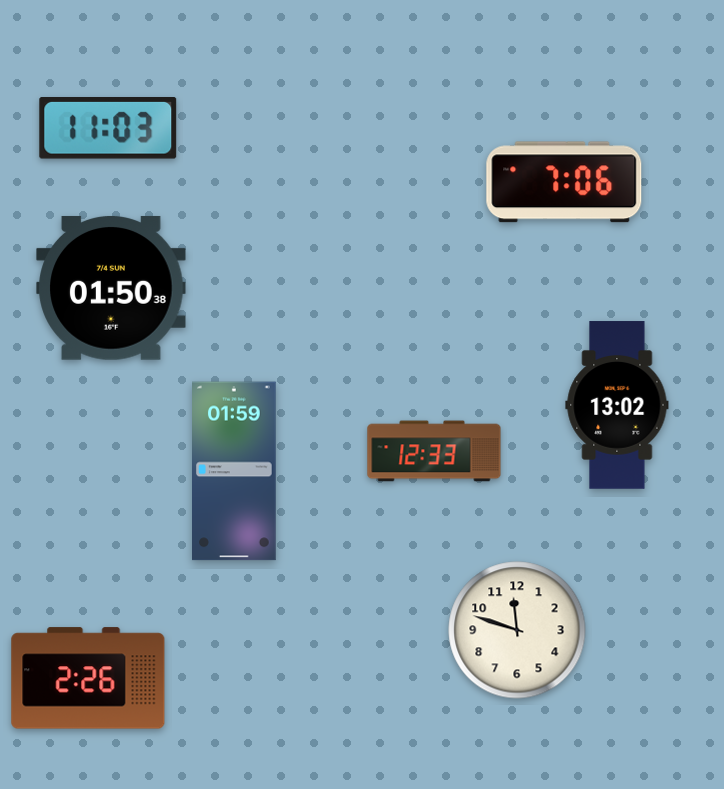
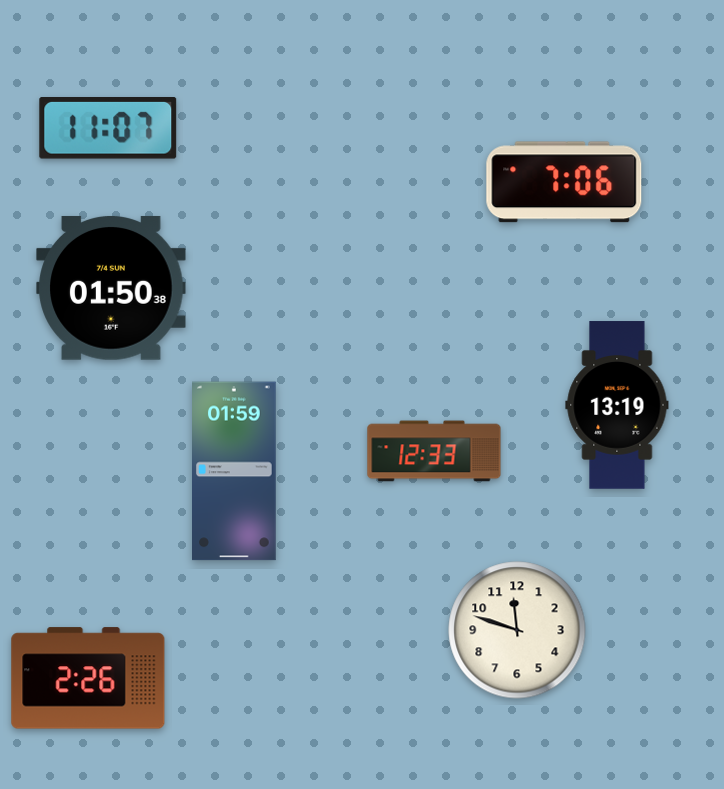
clock at (108, 129): 11:03 -> 11:07
clock at (617, 405): 13:02 -> 13:19
